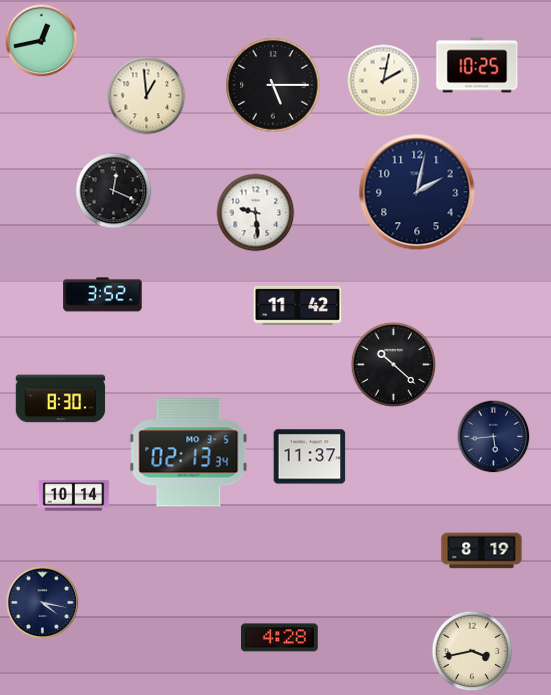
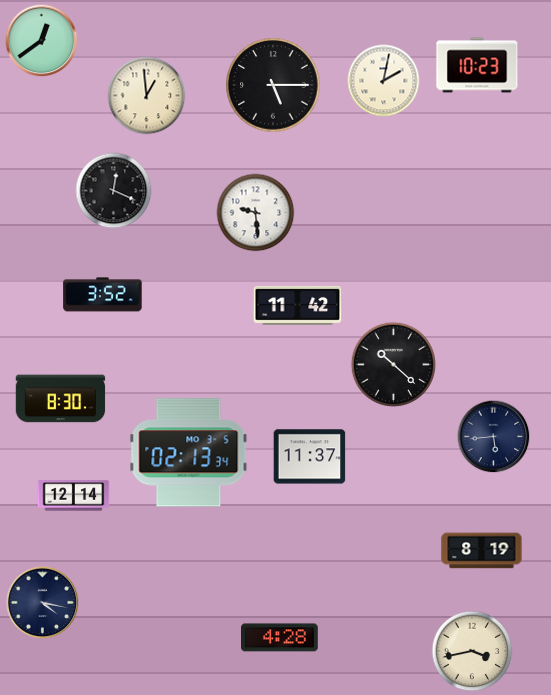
clock at (42, 41): 12:43 -> 12:39
clock at (477, 65): 10:25 -> 10:23
clock at (417, 192): 2:02 -> none
clock at (74, 496): 10:14 -> 12:14
